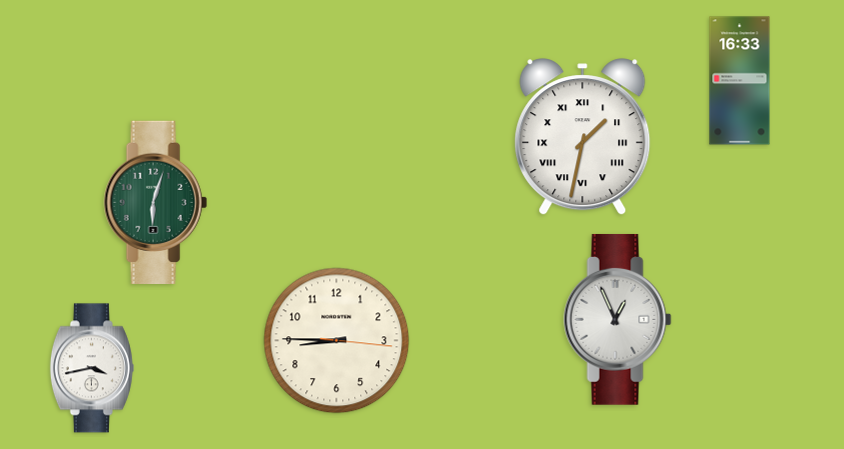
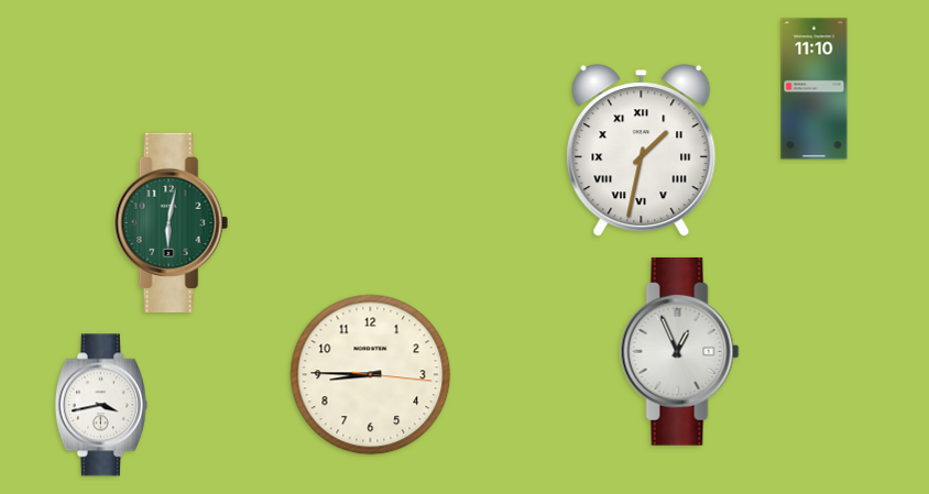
clock at (740, 81): 16:33 -> 11:10
clock at (155, 202): 6:03 -> 6:02
